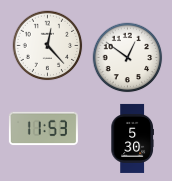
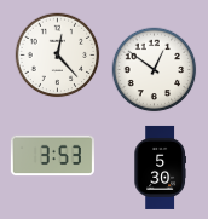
clock at (43, 129): 11:53 -> 3:53
